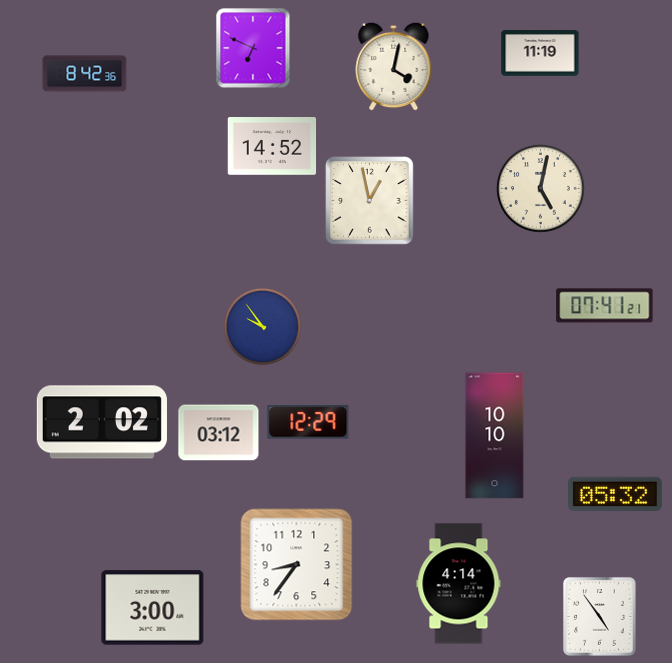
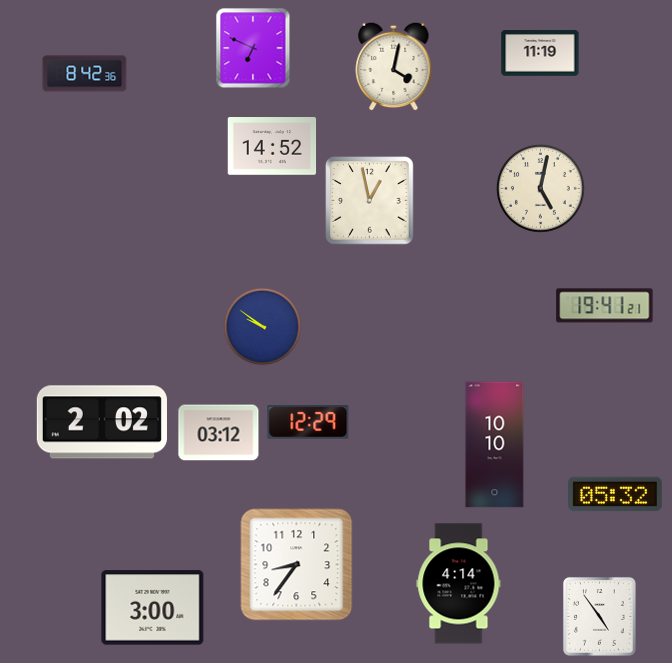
clock at (605, 306): 07:41 -> 19:41
clock at (263, 327): 9:54 -> 9:51
clock at (495, 436) position: (495, 436) -> (495, 445)
